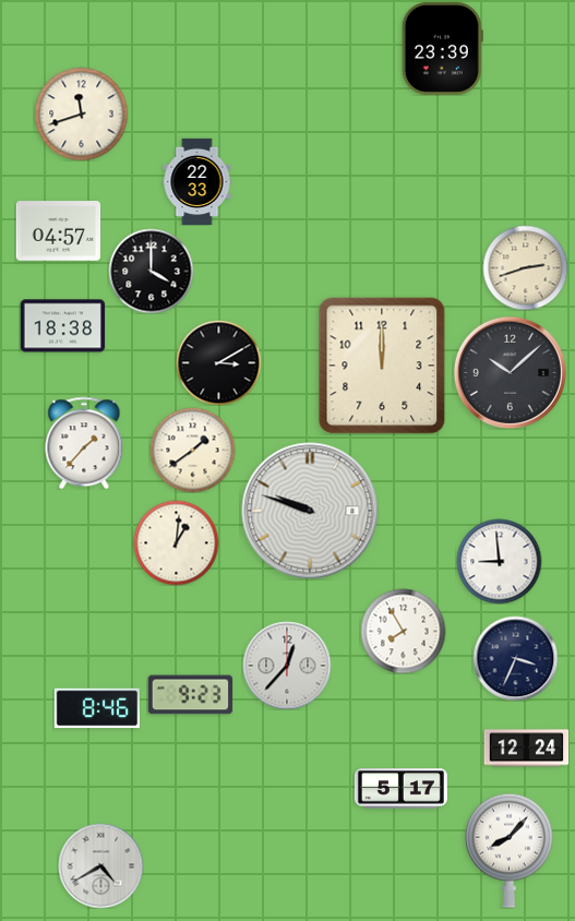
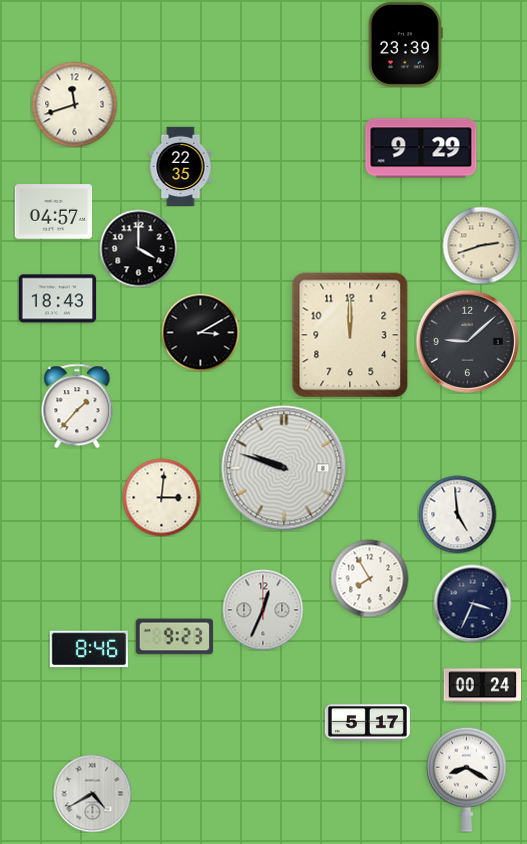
clock at (421, 148): none -> 9:29
clock at (197, 181): 22:33 -> 22:35
clock at (62, 326): 18:38 -> 18:43
clock at (510, 372): 10:08 -> 9:08
clock at (192, 450): 1:39 -> none
clock at (176, 542): 1:01 -> 3:01
clock at (499, 561): 8:59 -> 4:59
clock at (287, 666): 12:37 -> 12:34
clock at (526, 749): 12:24 -> 00:24
clock at (508, 850): 8:07 -> 8:20
